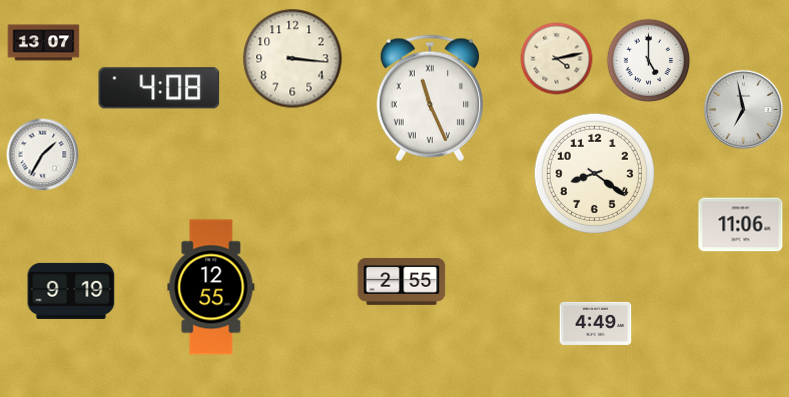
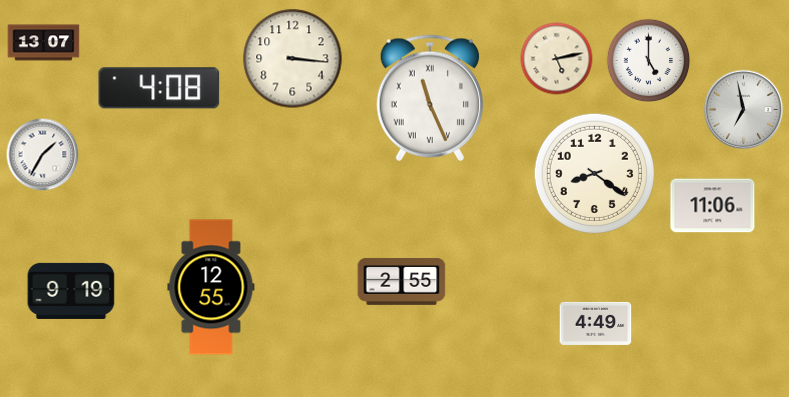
clock at (557, 59): 4:13 -> 5:13
clock at (741, 225) position: (741, 225) -> (713, 206)
